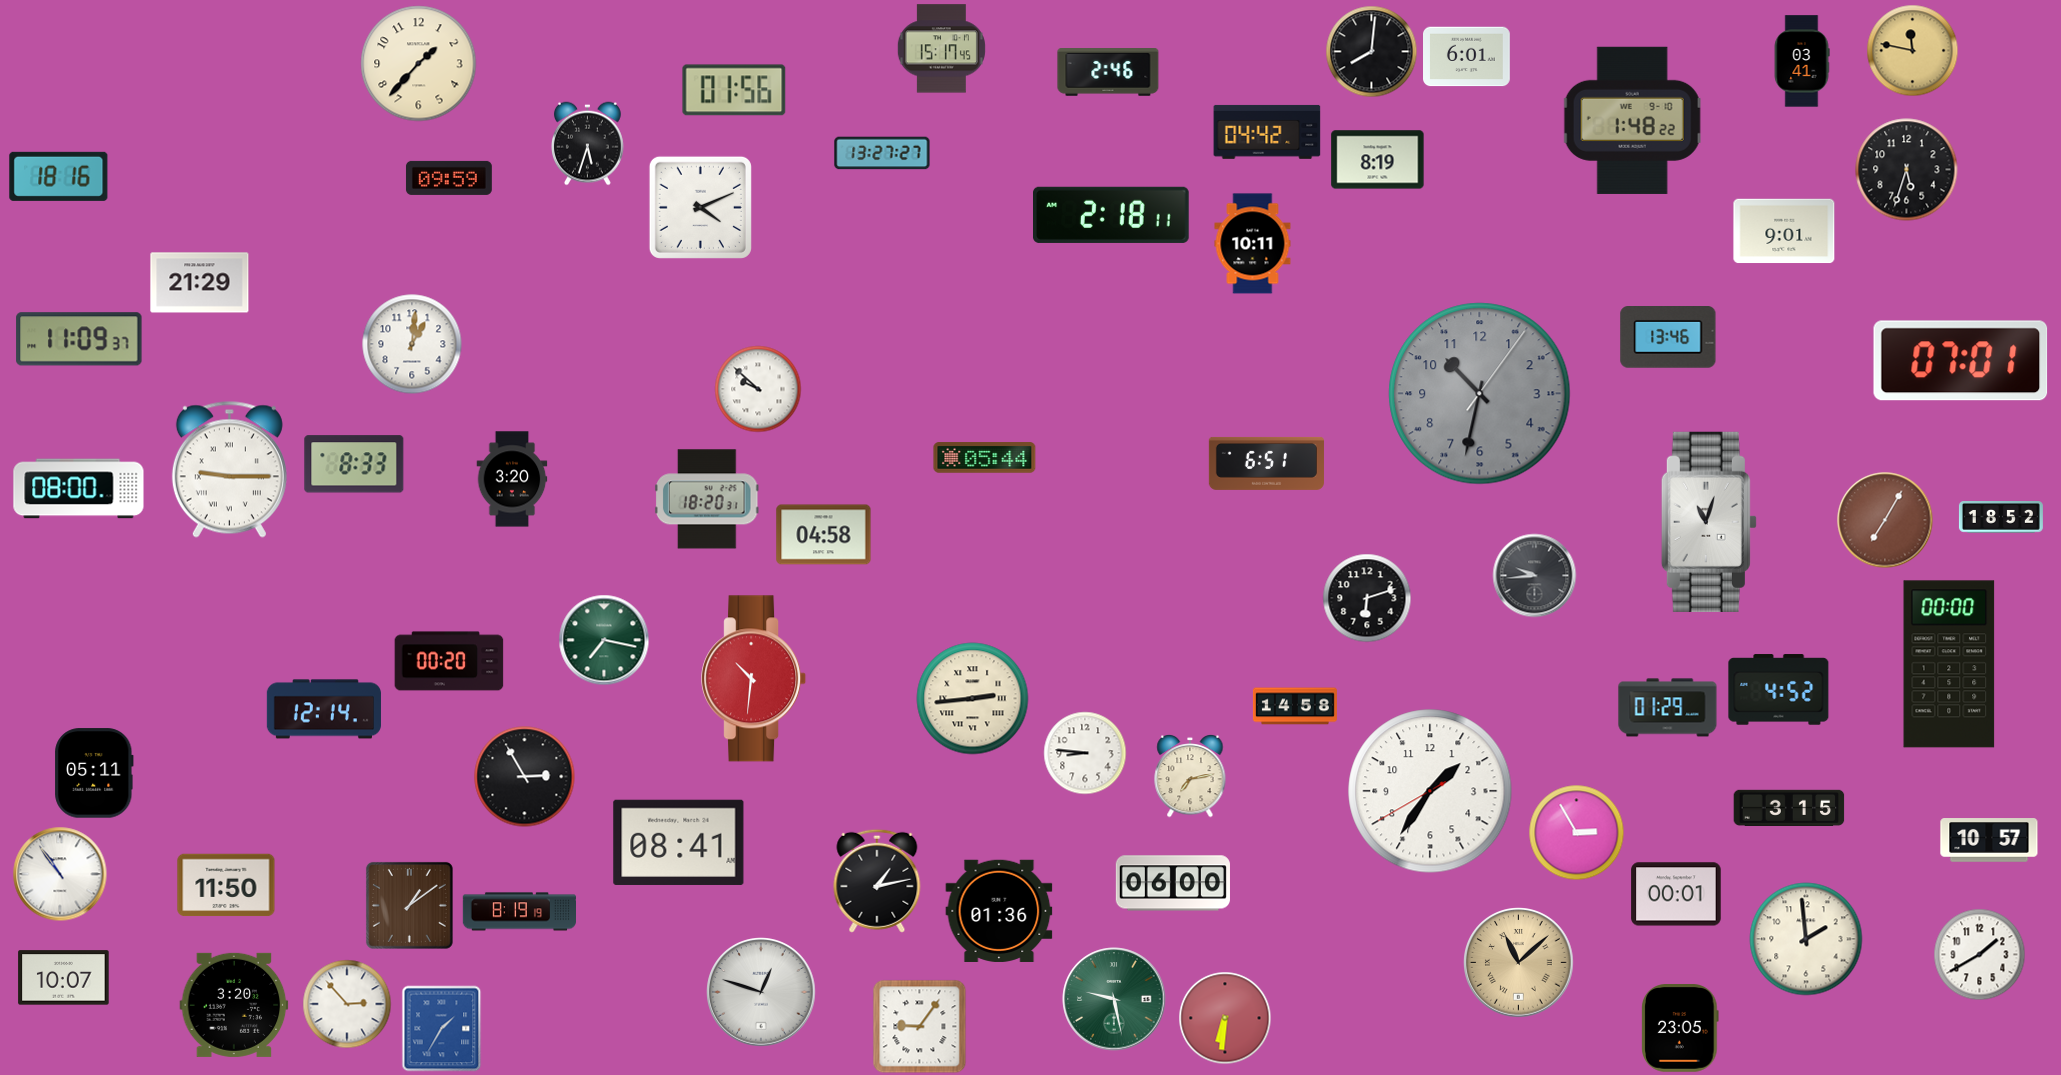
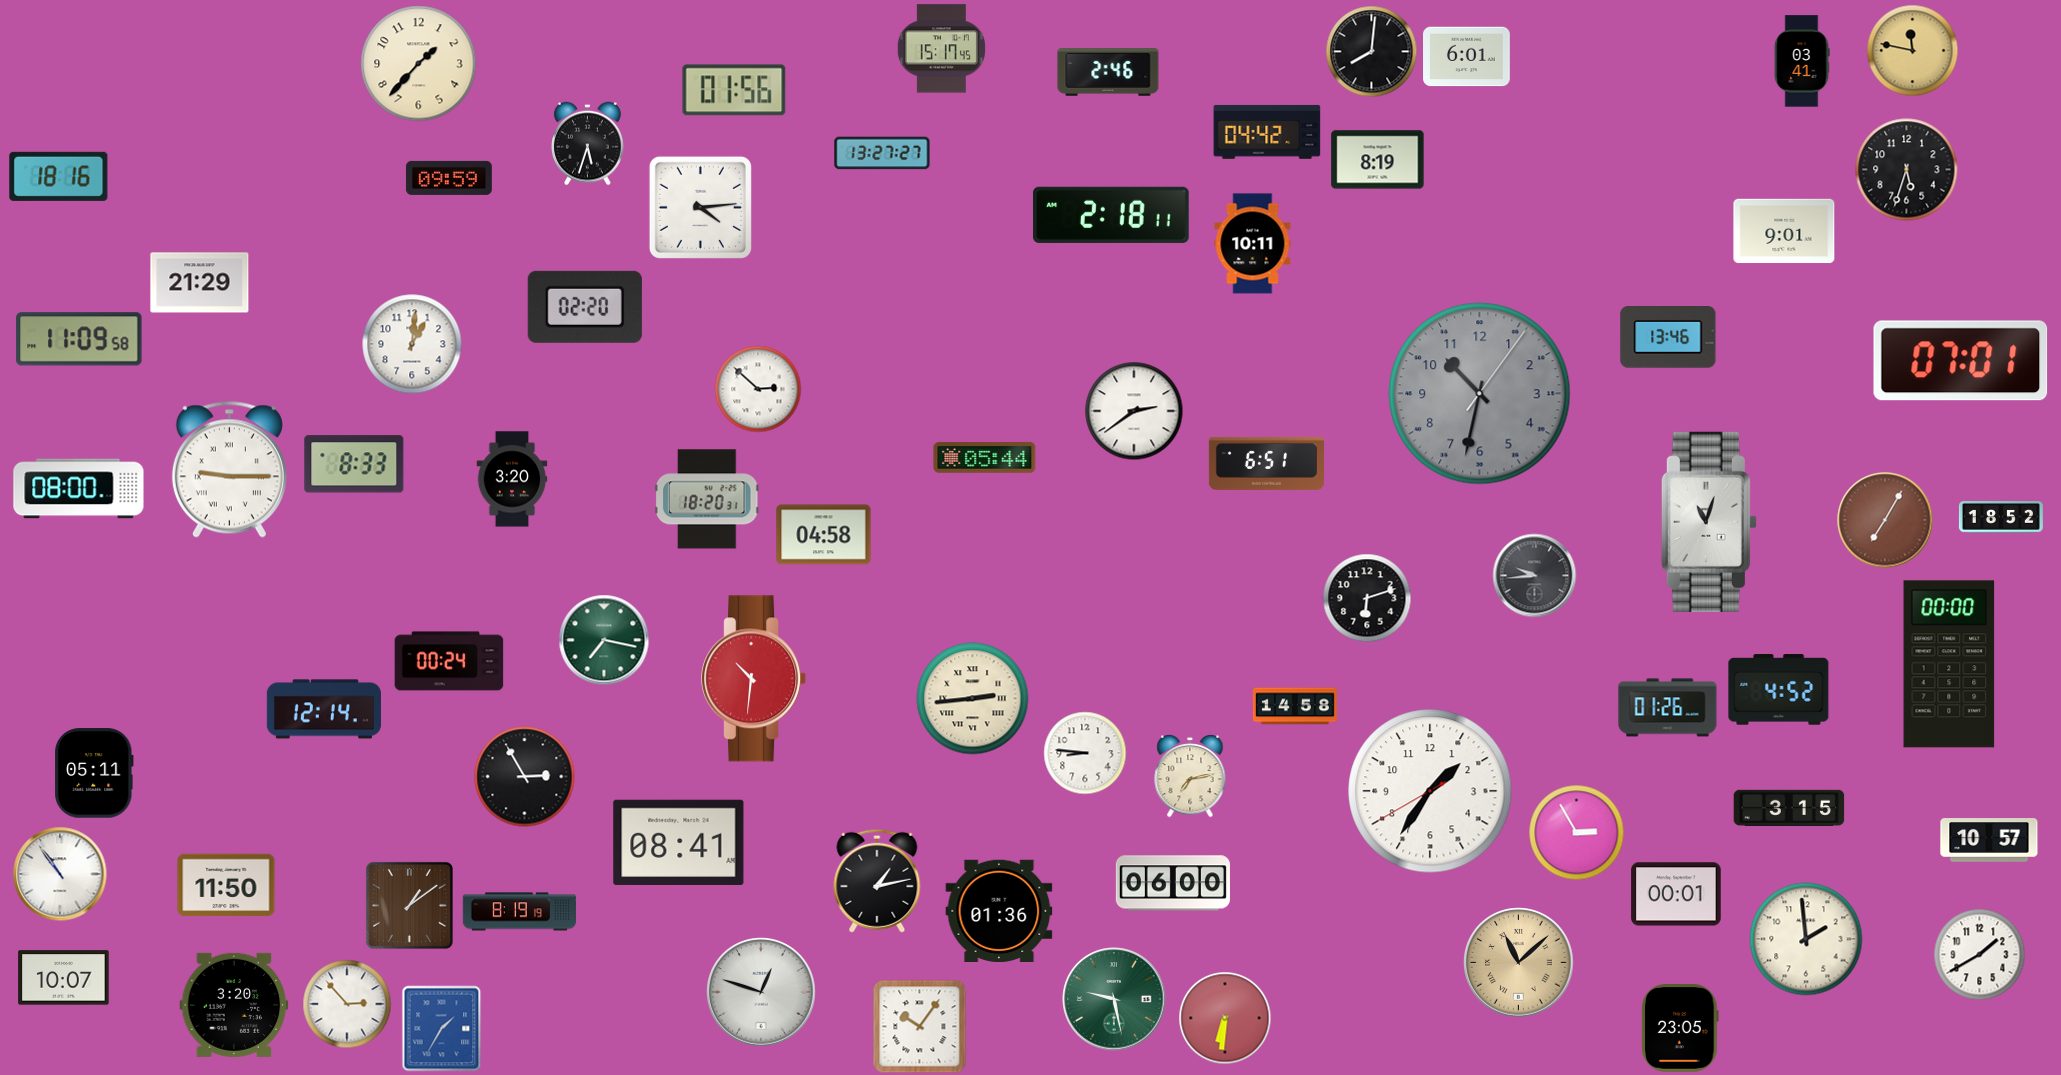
clock at (1632, 120): 1:48 -> none
clock at (700, 207): 4:11 -> 4:14
clock at (585, 307): none -> 02:20
clock at (79, 339): 11:09:37 -> 11:09:58
clock at (758, 389): 9:52 -> 2:52
clock at (1134, 411): none -> 2:39
clock at (449, 661): 00:20 -> 00:24
clock at (1668, 708): 01:29 -> 01:26
clock at (920, 1027): 9:06 -> 10:06
